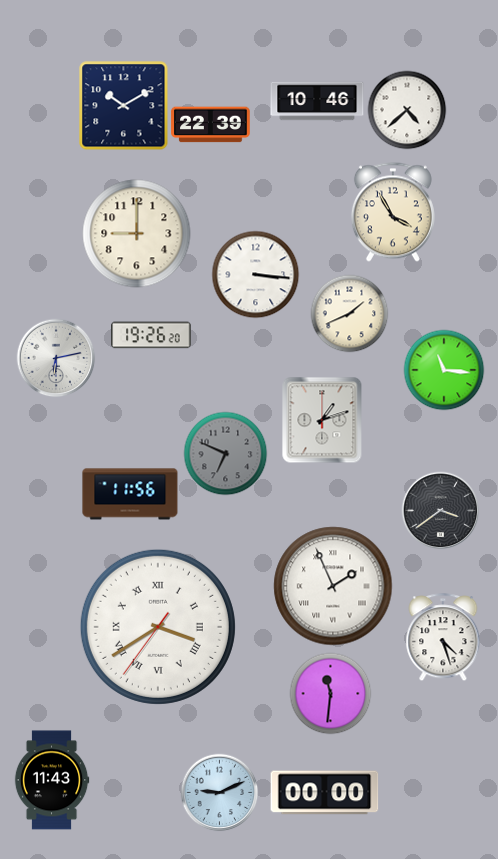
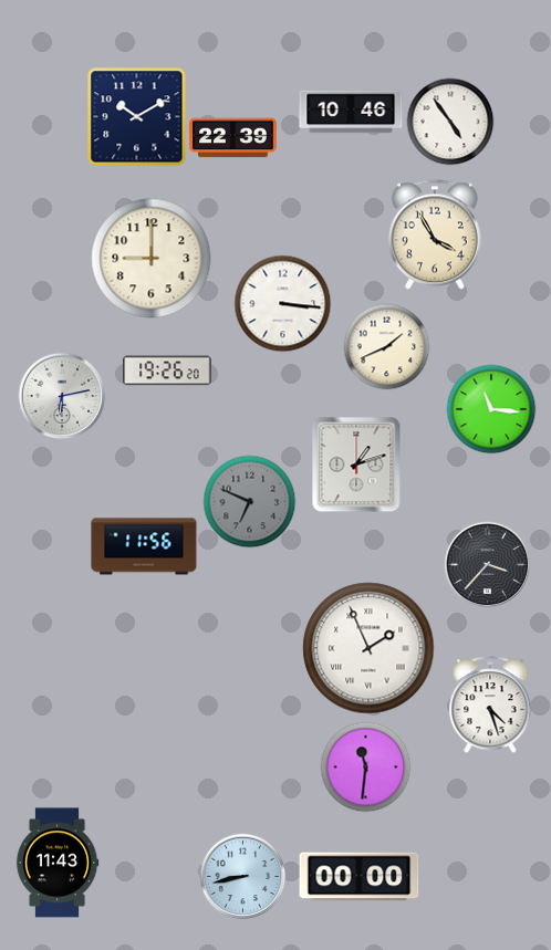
clock at (407, 110): 4:38 -> 4:54
clock at (440, 510): 3:39 -> 3:37
clock at (158, 627): 3:39 -> none
clock at (219, 792): 9:11 -> 8:43
